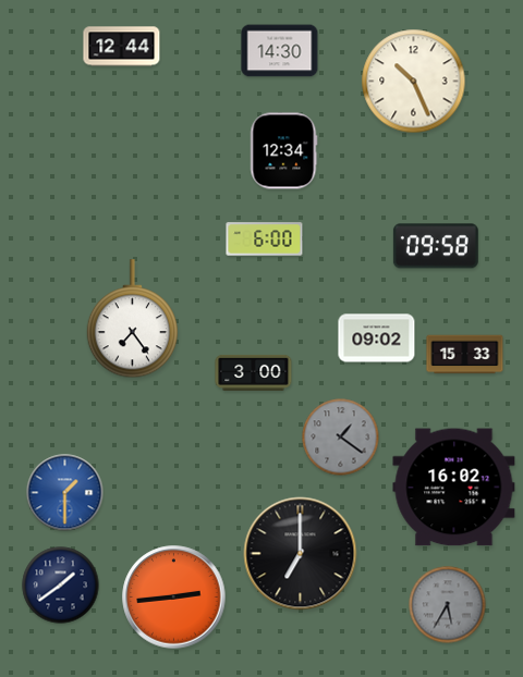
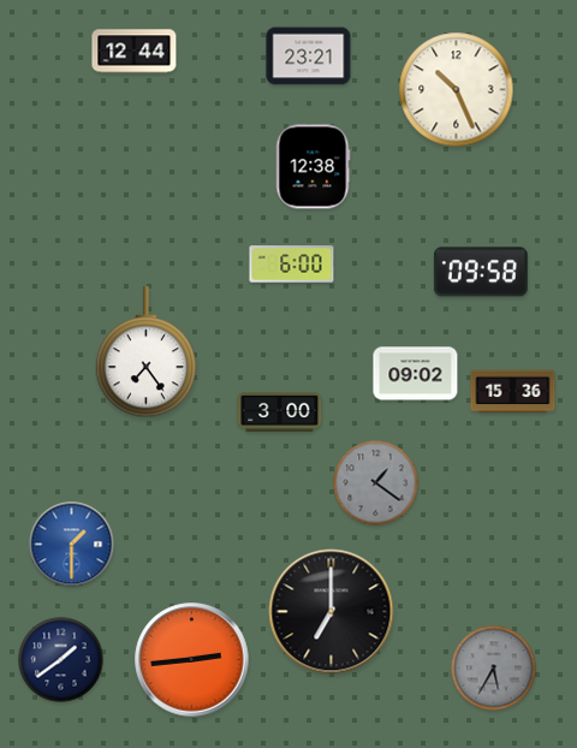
clock at (280, 51): 14:30 -> 23:21
clock at (283, 151): 12:34 -> 12:38
clock at (465, 355): 15:33 -> 15:36
clock at (454, 488): 16:02 -> none
clock at (61, 586) position: (61, 586) -> (61, 660)
